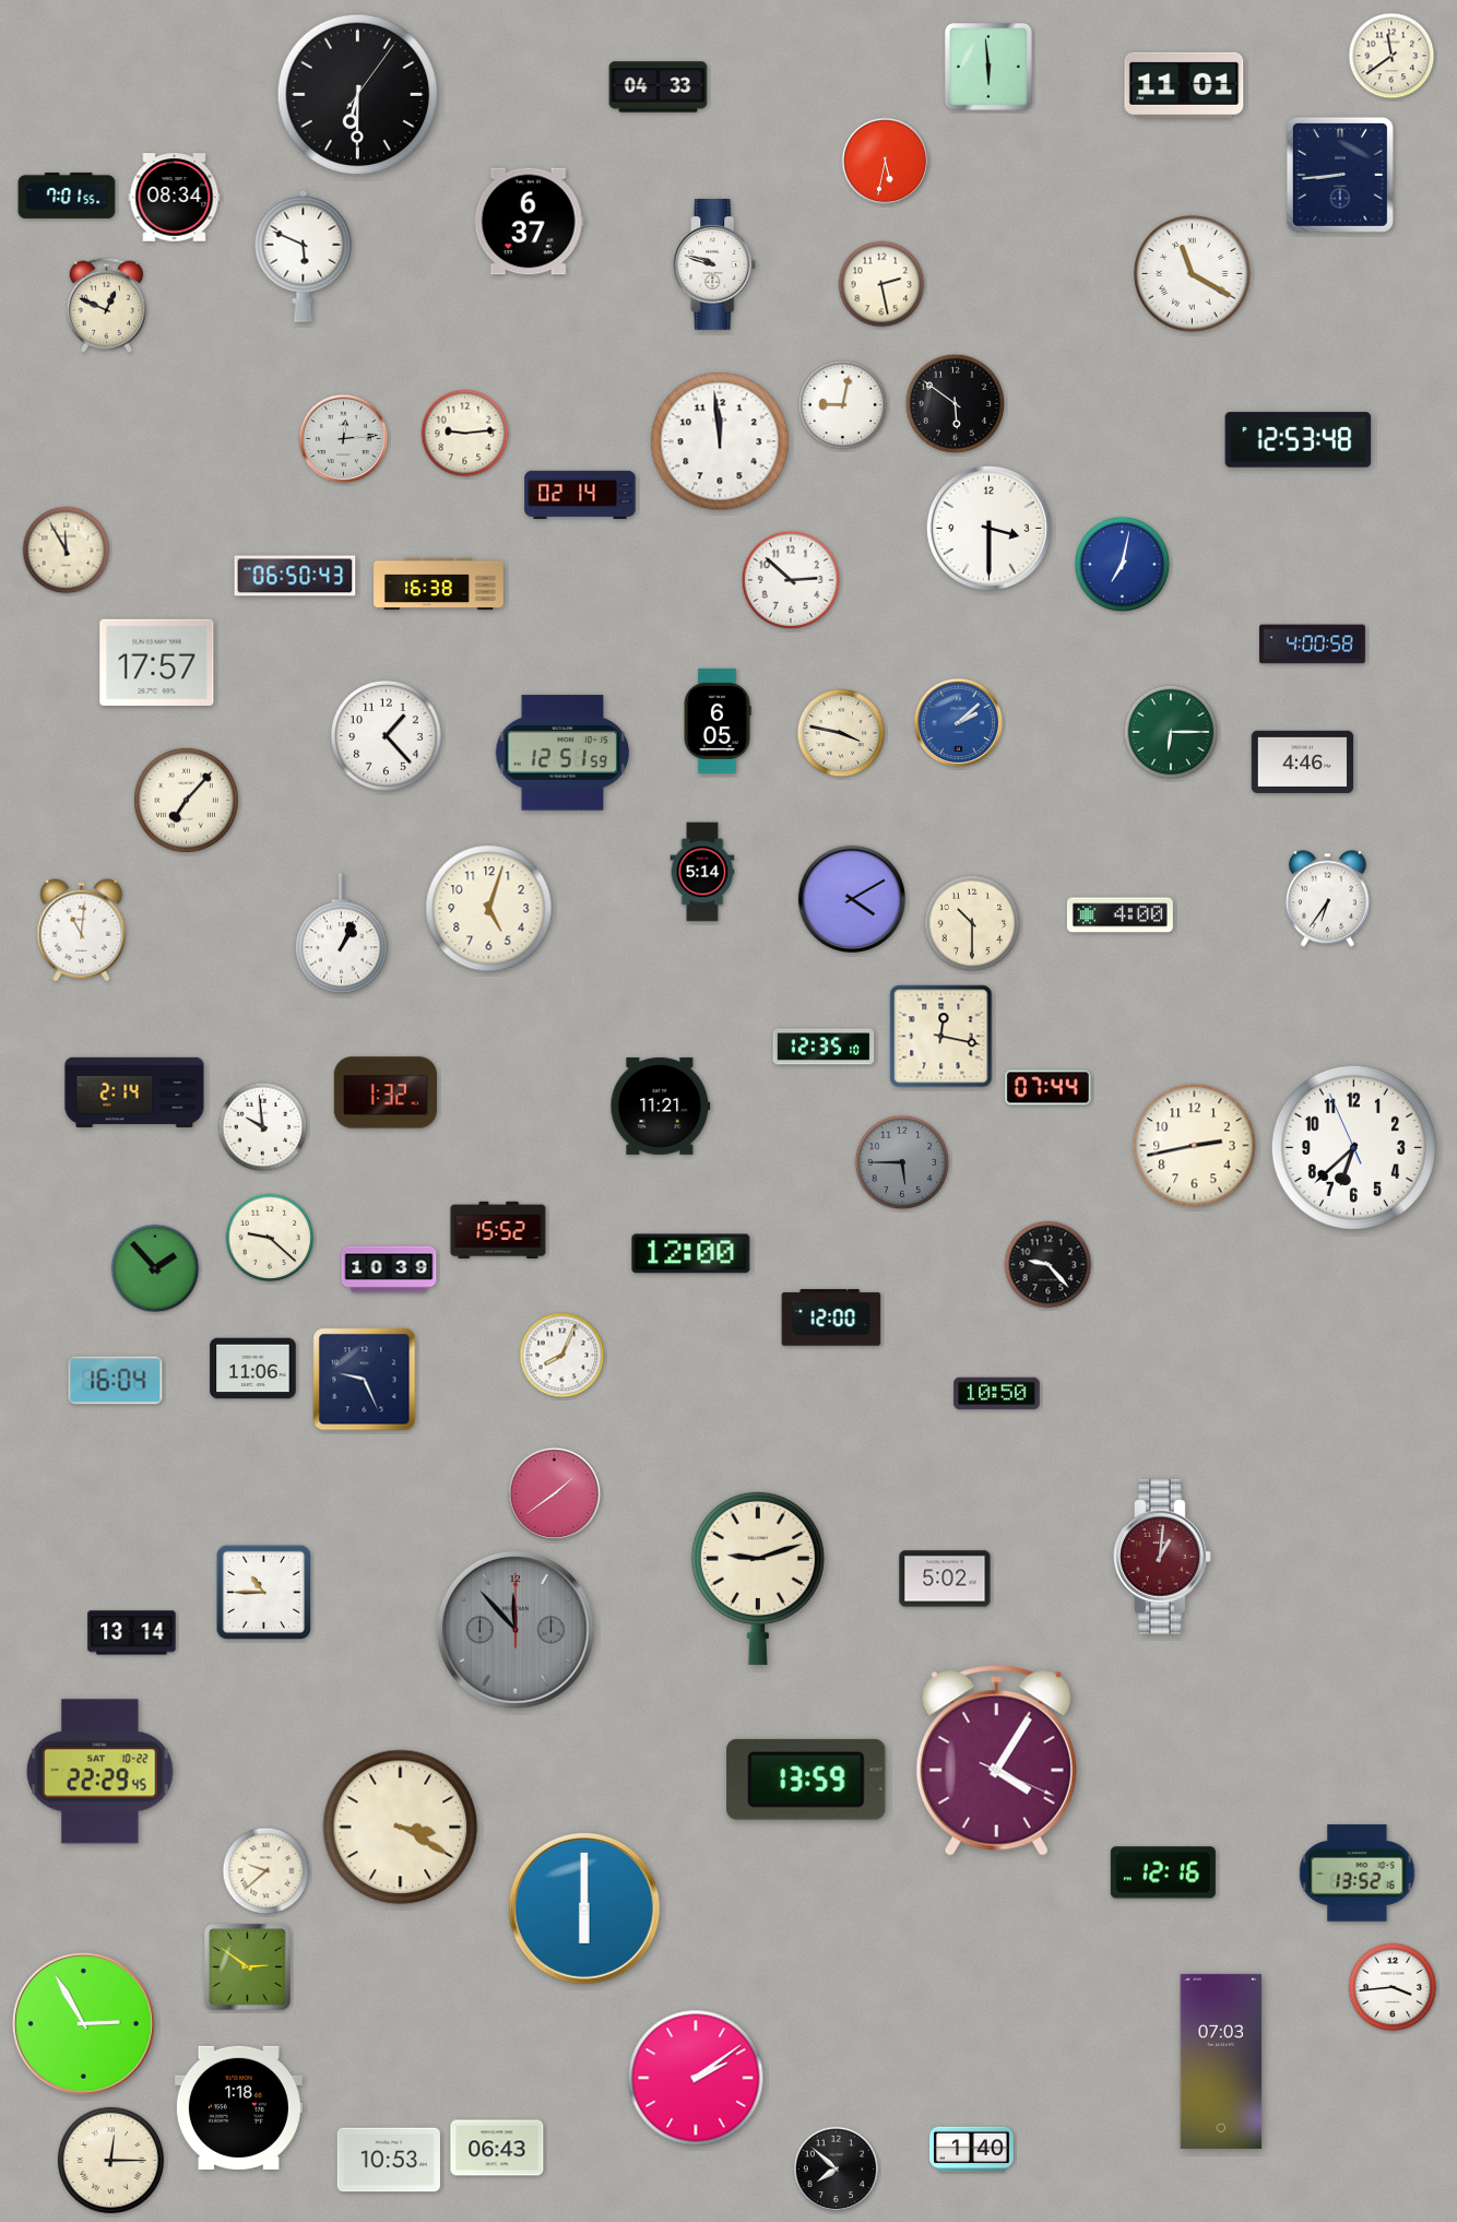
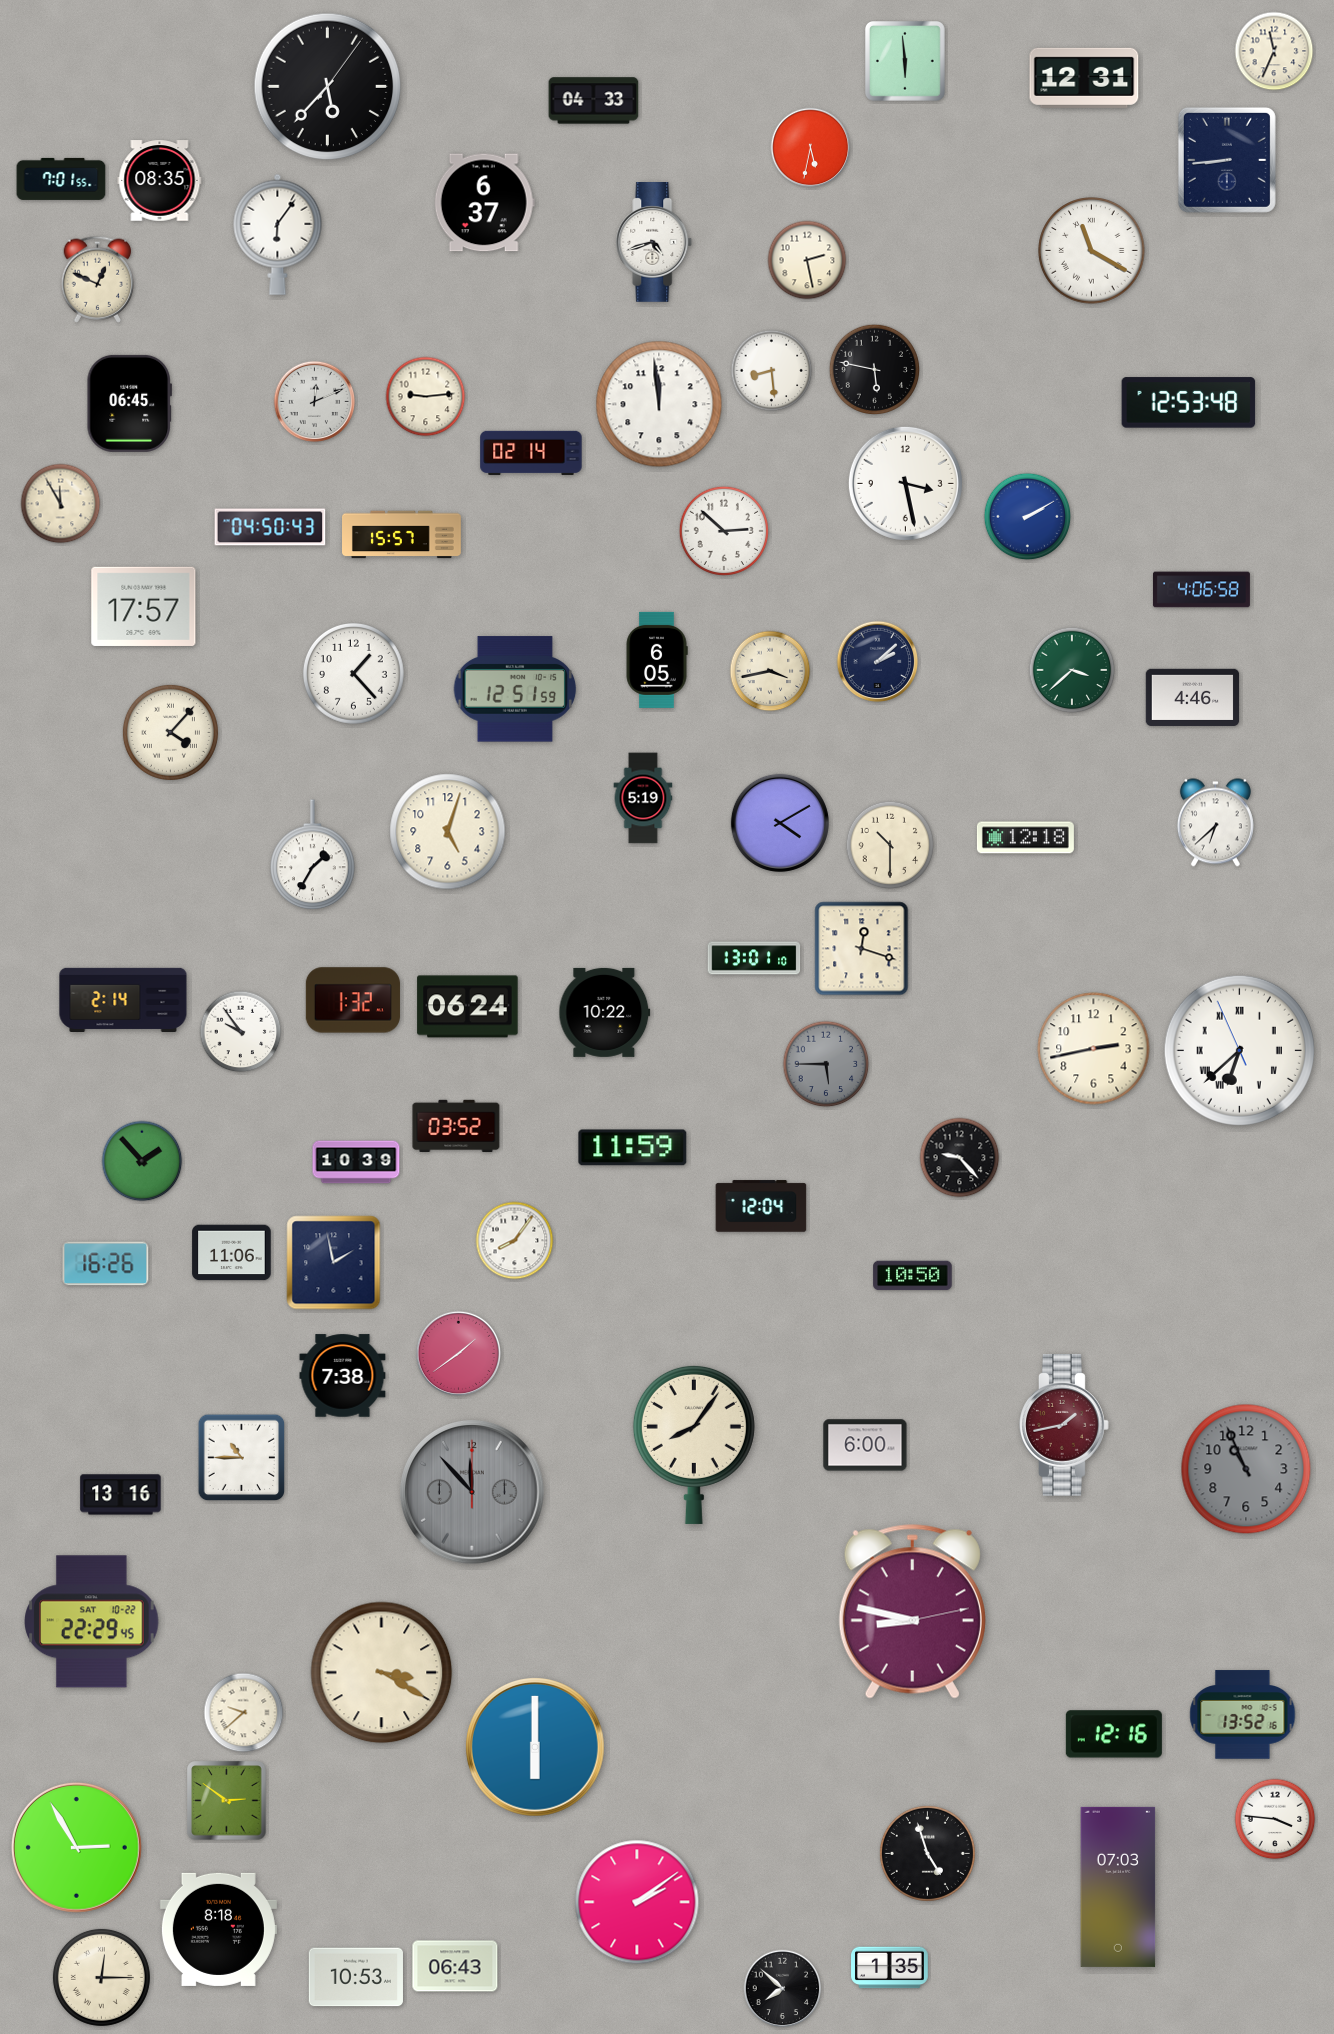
clock at (1391, 56): 11:39 -> 11:34
clock at (1184, 85): 11:01 -> 12:31
clock at (659, 87) position: (659, 87) -> (594, 101)
clock at (358, 95): 6:30 -> 5:37
clock at (175, 198): 08:34 -> 08:35
clock at (304, 256): 5:49 -> 6:06
clock at (714, 265): 9:48 -> 4:42
clock at (955, 403): 5:51 -> 5:47
clock at (843, 405): 9:02 -> 8:29
clock at (344, 439): 12:14 -> 12:11
clock at (129, 403): none -> 06:45
clock at (988, 528): 3:30 -> 3:28
clock at (1123, 565): 7:02 -> 2:10
clock at (295, 576): 06:50 -> 04:50
clock at (439, 584): 16:38 -> 15:57
clock at (1312, 645): 4:00 -> 4:06
clock at (959, 723) dial: blue -> navy
clock at (1171, 732): 6:15 -> 3:38
clock at (841, 733): 3:47 -> 3:43
clock at (186, 800): 7:07 -> 4:07
clock at (702, 872): 5:14 -> 5:19
clock at (1327, 899): 6:36 -> 6:38
clock at (1120, 915): 4:00 -> 12:18
clock at (82, 931): 11:01 -> none
clock at (342, 934): 1:04 -> 1:35
clock at (941, 1037): 12:17 -> 12:18
clock at (824, 1047): 12:35 -> 13:01
clock at (1049, 1088): 07:44 -> none
clock at (468, 1007): none -> 06:24
clock at (661, 1106): 11:21 -> 10:22
clock at (263, 1127): 9:59 -> 9:54
clock at (1353, 1147) numerals: Arabic -> Roman
clock at (498, 1229): 15:52 -> 03:52
clock at (270, 1238): 9:22 -> none
clock at (691, 1254): 12:00 -> 11:59
clock at (831, 1317): 12:00 -> 12:04
clock at (562, 1356): 8:04 -> 8:06
clock at (365, 1380): 9:26 -> 1:58
clock at (116, 1381): 16:04 -> 16:26
clock at (555, 1494) position: (555, 1494) -> (459, 1354)
clock at (343, 1376): none -> 7:38
clock at (1163, 1558): 1:01 -> 1:43
clock at (758, 1577): 9:12 -> 8:06
clock at (945, 1579): 5:02 -> 6:00
clock at (1246, 1469): none -> 10:56
clock at (132, 1633): 13:14 -> 13:16
clock at (996, 1761): 4:05 -> 8:47
clock at (806, 1780): 13:59 -> none
clock at (401, 1828) position: (401, 1828) -> (382, 1673)
clock at (1163, 1872) position: (1163, 1872) -> (1114, 1734)
clock at (1393, 1987): 3:44 -> 3:46
clock at (83, 2023) position: (83, 2023) -> (76, 1847)
clock at (927, 1853): none -> 4:57
clock at (238, 2107): 1:18 -> 8:18
clock at (972, 2150): 1:40 -> 1:35
clock at (837, 2170) position: (837, 2170) -> (783, 1989)
